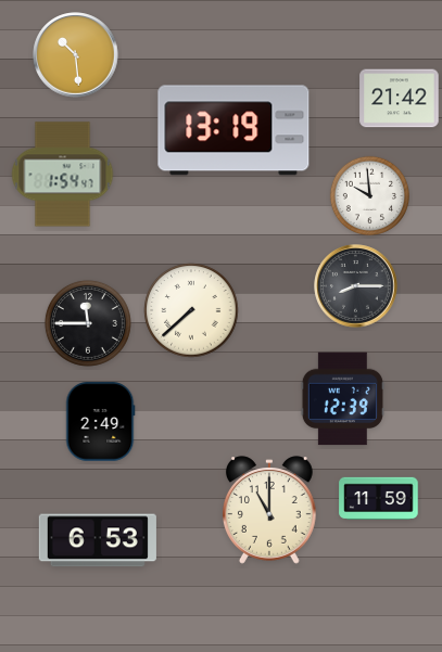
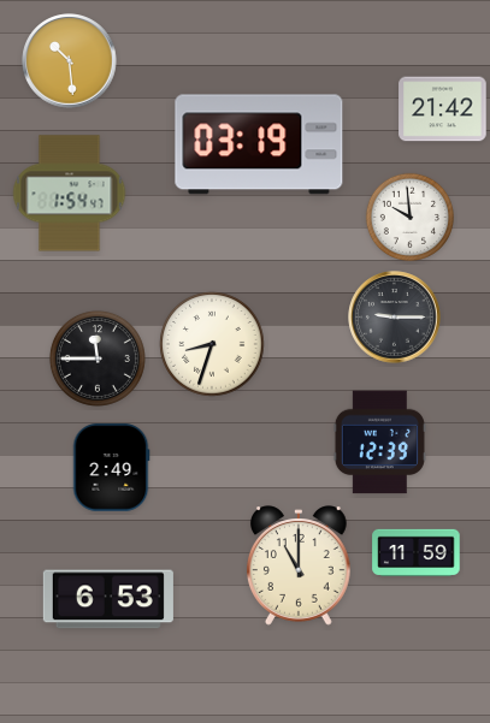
clock at (76, 55) position: (76, 55) -> (70, 61)
clock at (233, 130): 13:19 -> 03:19
clock at (356, 286): 8:15 -> 9:15
clock at (191, 310): 7:38 -> 8:33
clock at (379, 499) position: (379, 499) -> (417, 553)
